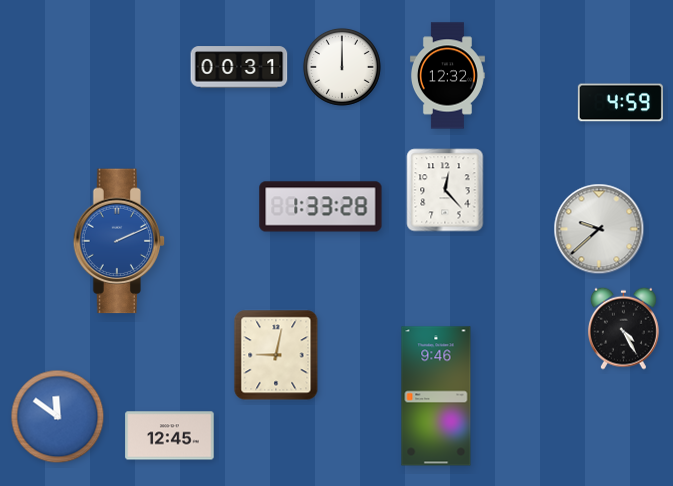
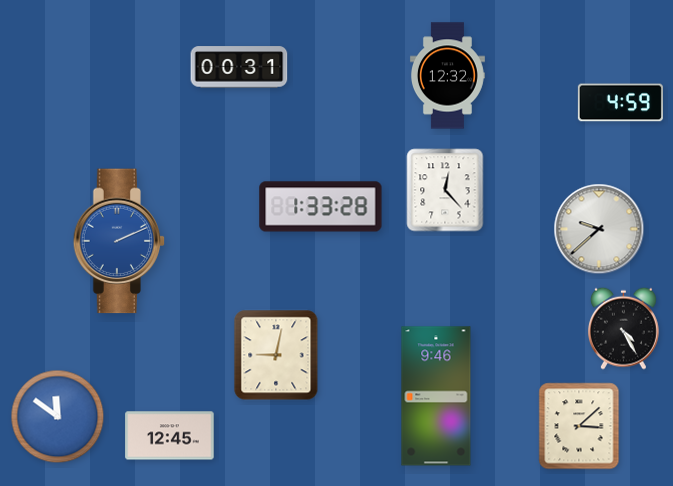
clock at (342, 67): 12:00 -> none
clock at (579, 426): none -> 3:08
